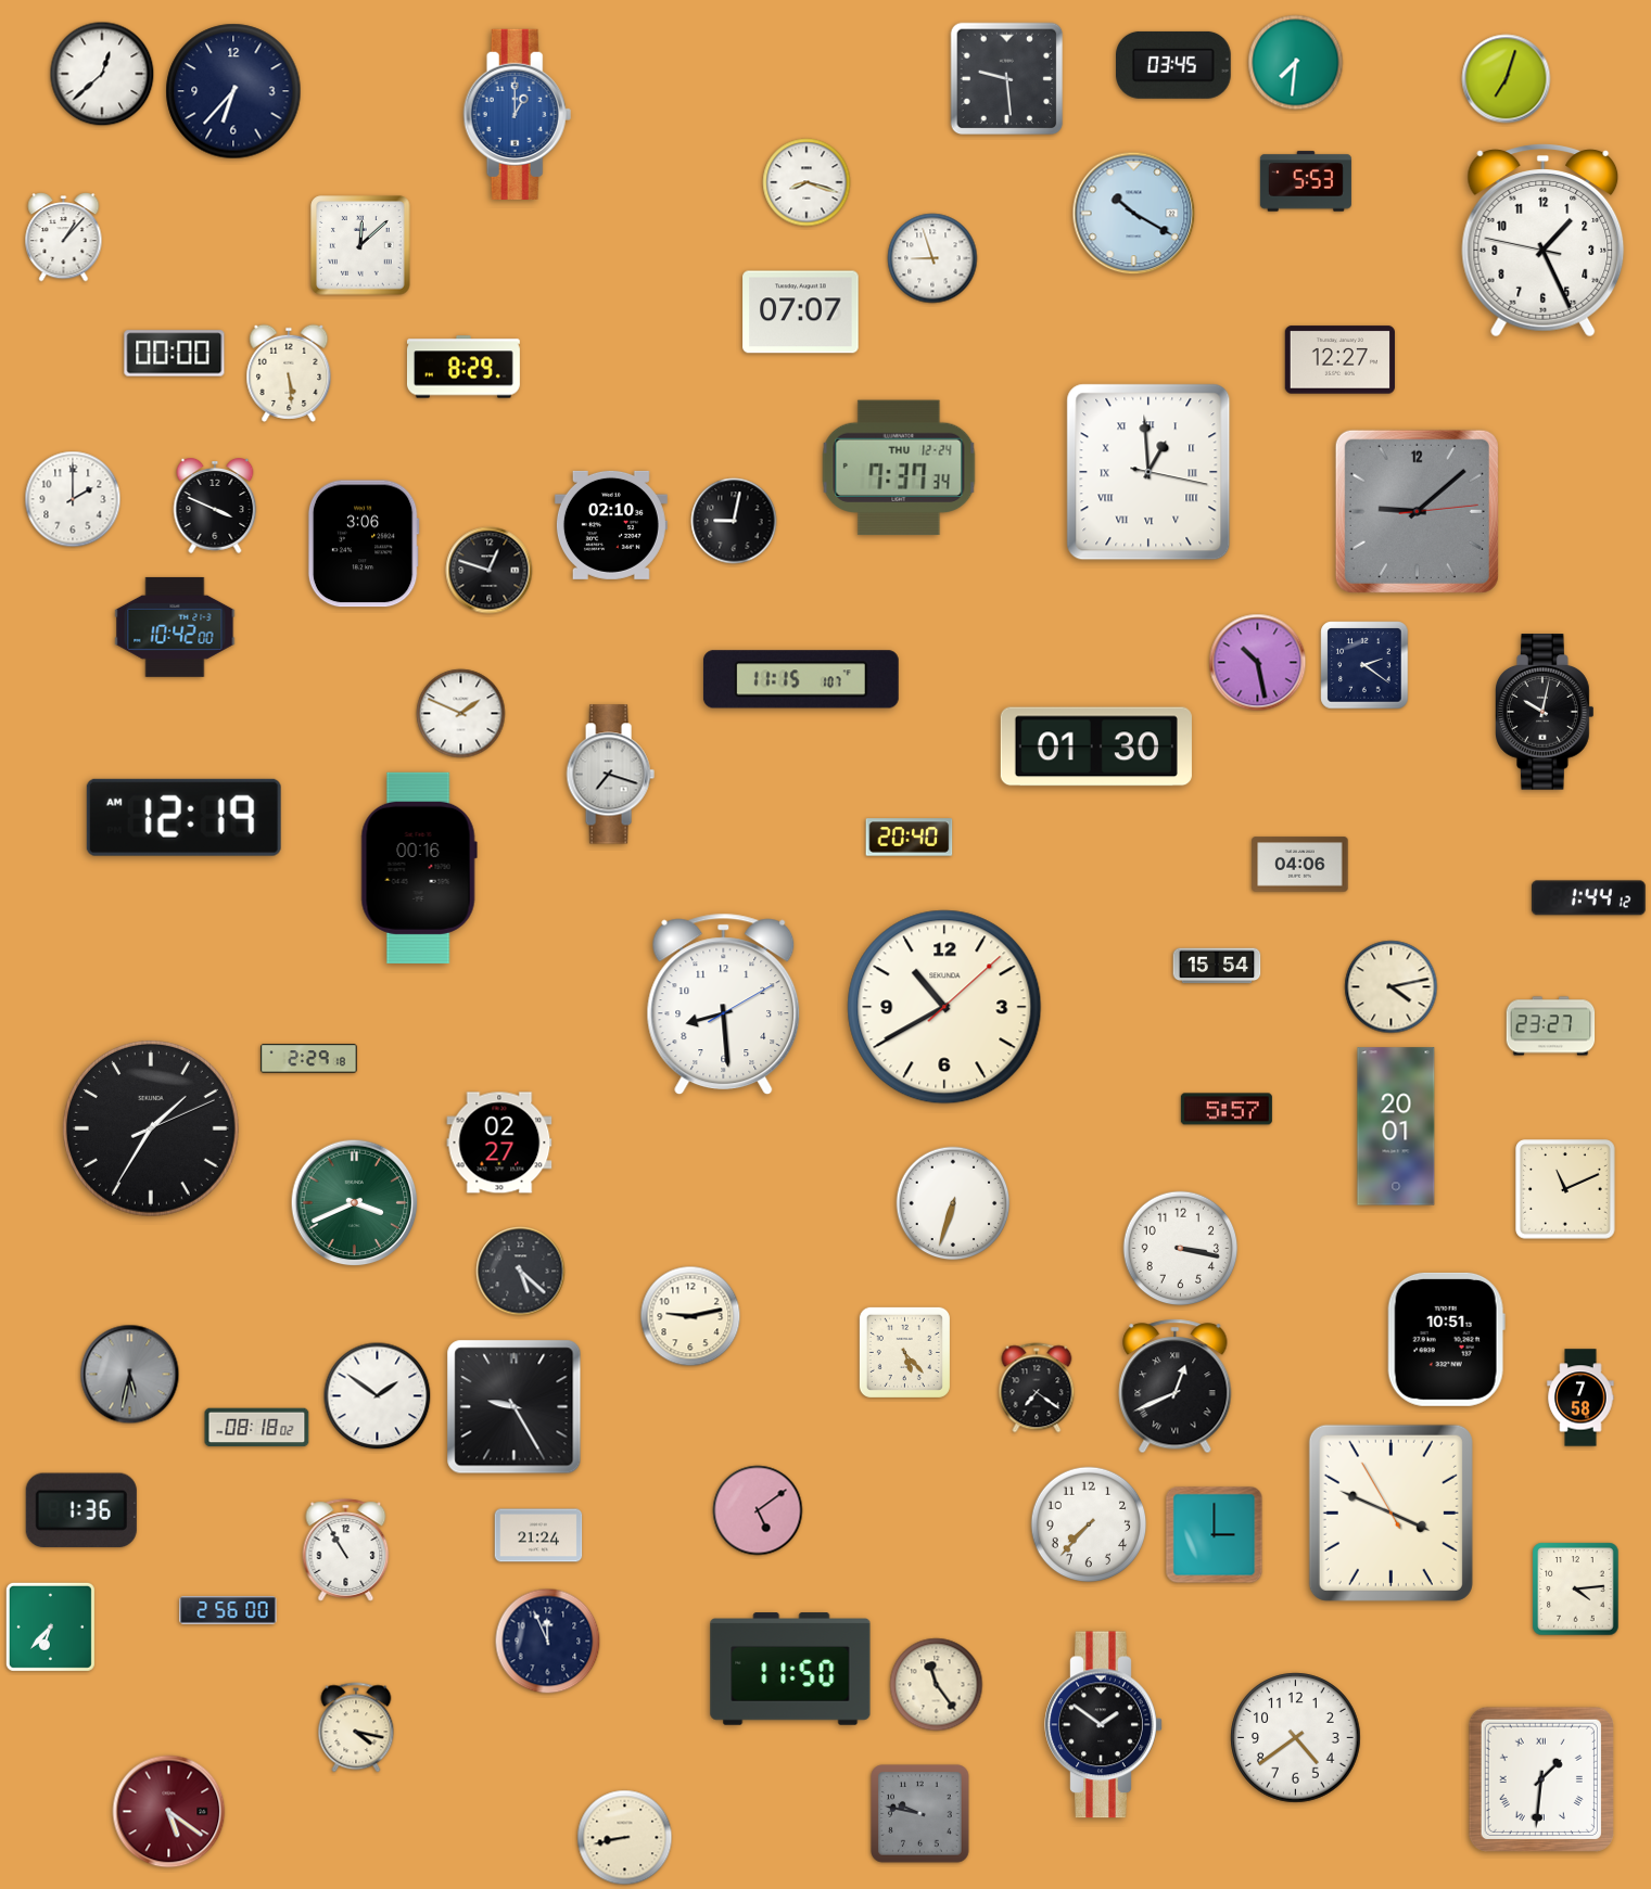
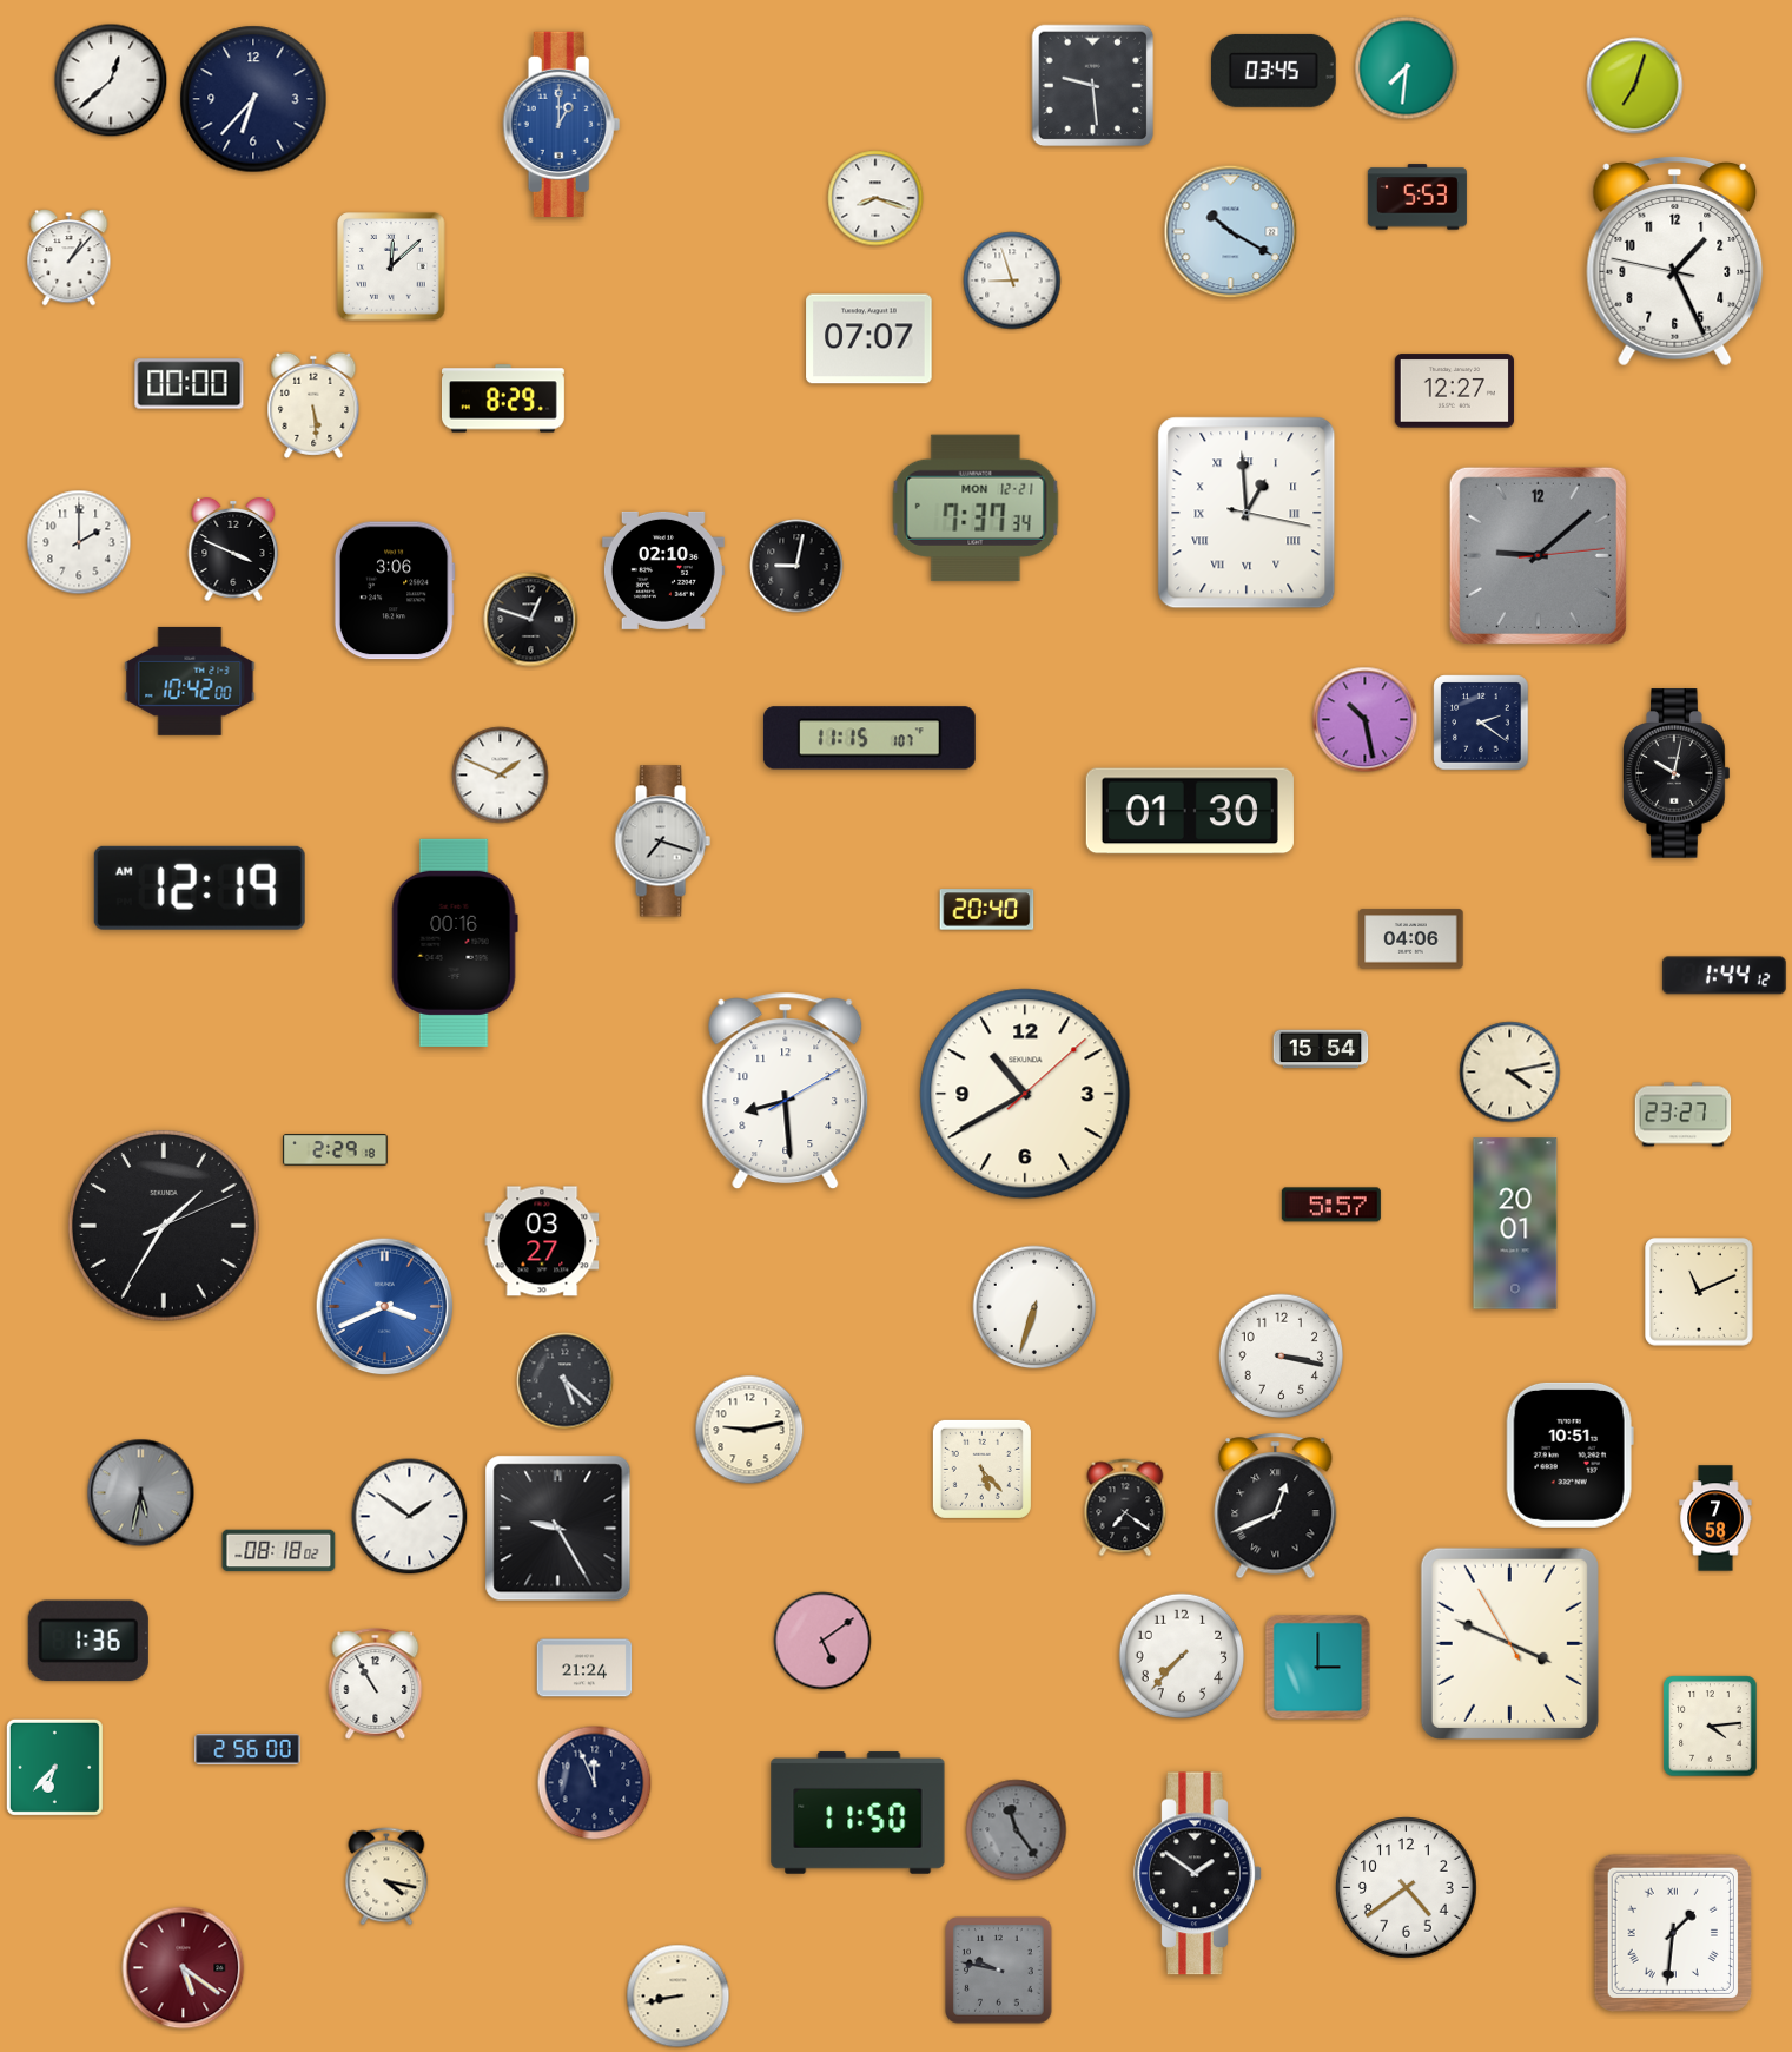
clock at (899, 468) date: THU 12-24 -> MON 12-21
clock at (499, 1143): 02:27 -> 03:27
clock at (355, 1203) dial: green -> blue
clock at (937, 1685) dial: cream -> grey
